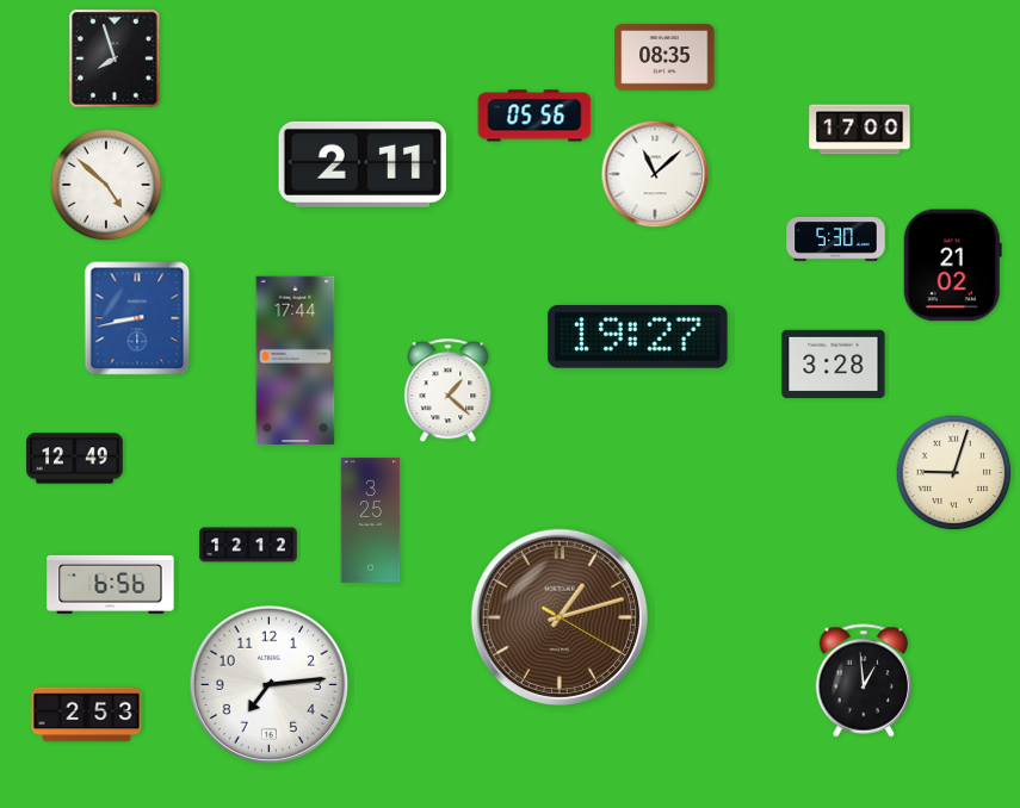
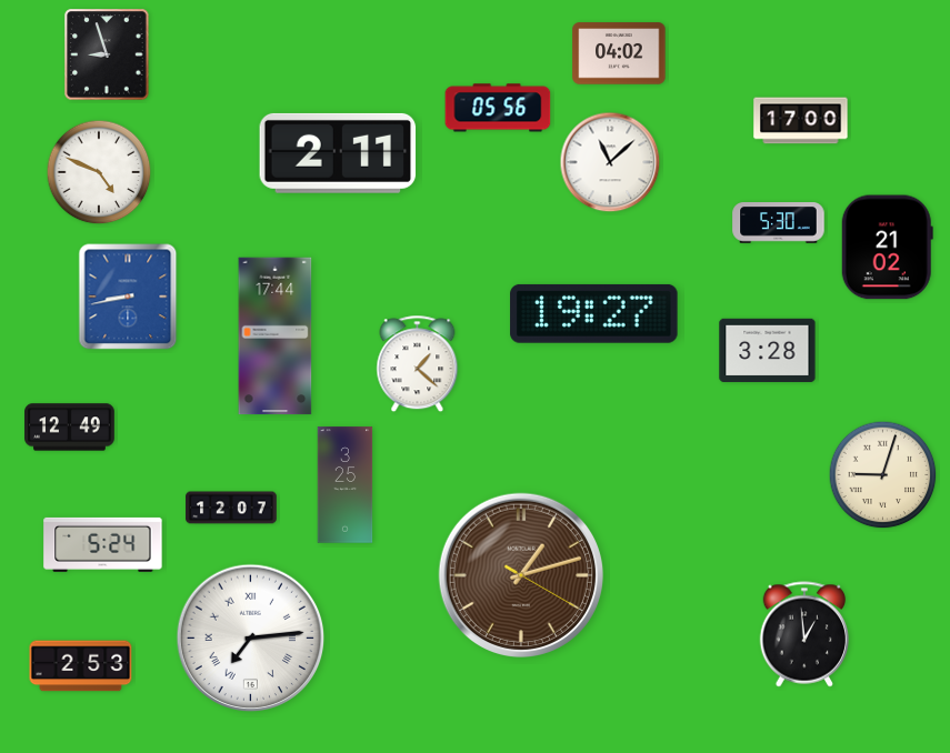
clock at (664, 57): 08:35 -> 04:02
clock at (115, 58): 7:57 -> 8:57
clock at (106, 185): 4:52 -> 4:49
clock at (834, 365) position: (834, 365) -> (768, 351)
clock at (954, 473) position: (954, 473) -> (883, 475)
clock at (248, 545): 12:12 -> 12:07
clock at (111, 584): 6:56 -> 5:24
clock at (270, 685) numerals: Arabic -> Roman
